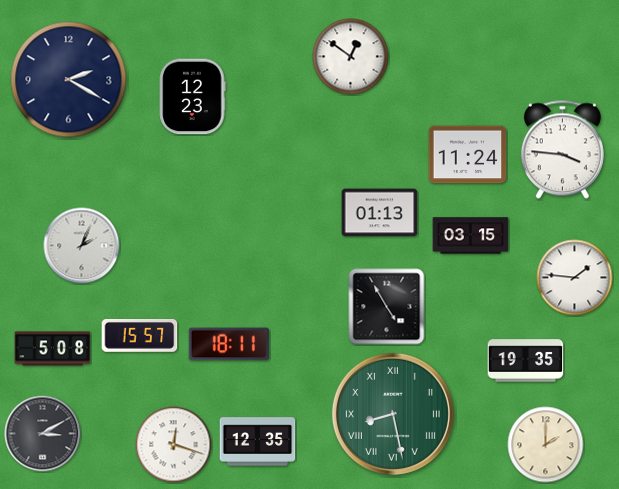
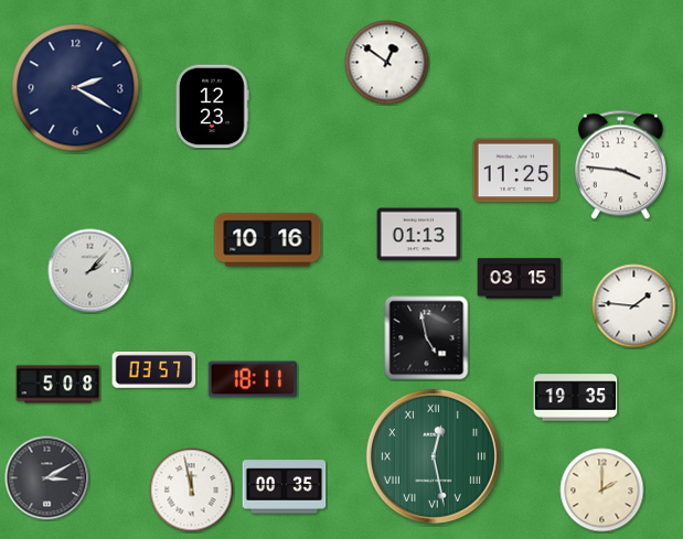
clock at (468, 155): 11:24 -> 11:25
clock at (268, 240): none -> 10:16
clock at (471, 236) position: (471, 236) -> (520, 279)
clock at (82, 246): 2:04 -> 2:07
clock at (387, 307): 4:55 -> 4:58
clock at (140, 336): 15:57 -> 03:57
clock at (526, 361) position: (526, 361) -> (576, 398)
clock at (393, 414): 8:28 -> 12:28
clock at (258, 442): 12:35 -> 00:35
clock at (174, 445): 12:18 -> 11:58
